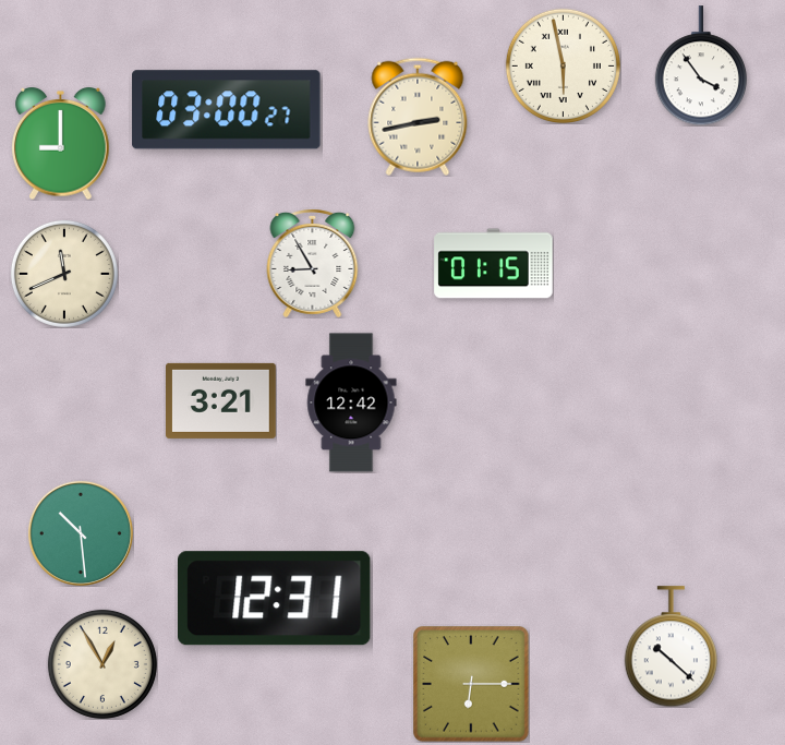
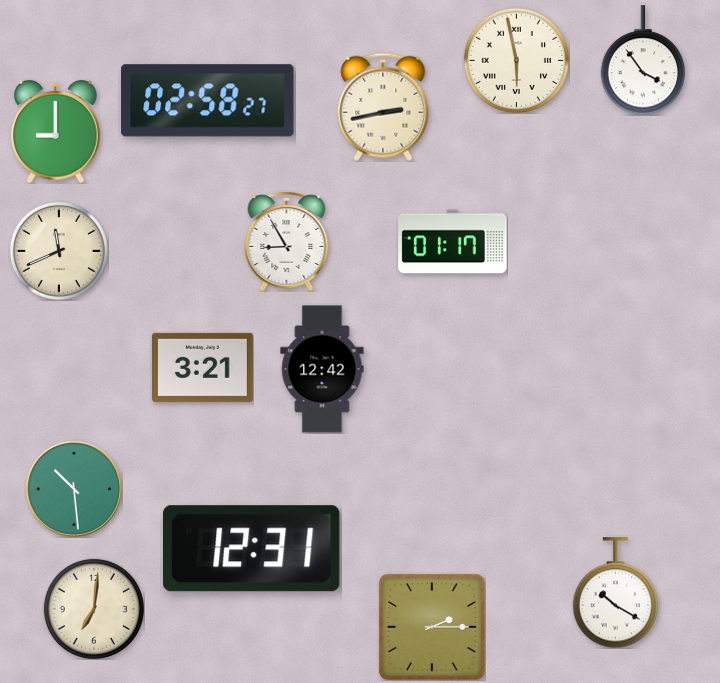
clock at (227, 110): 03:00 -> 02:58
clock at (494, 264): 01:15 -> 01:17
clock at (671, 647): 10:22 -> 10:20
clock at (102, 664): 12:55 -> 7:01
clock at (471, 684): 6:15 -> 2:15
